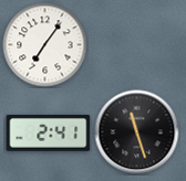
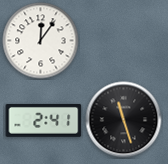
clock at (45, 45): 7:06 -> 12:06
